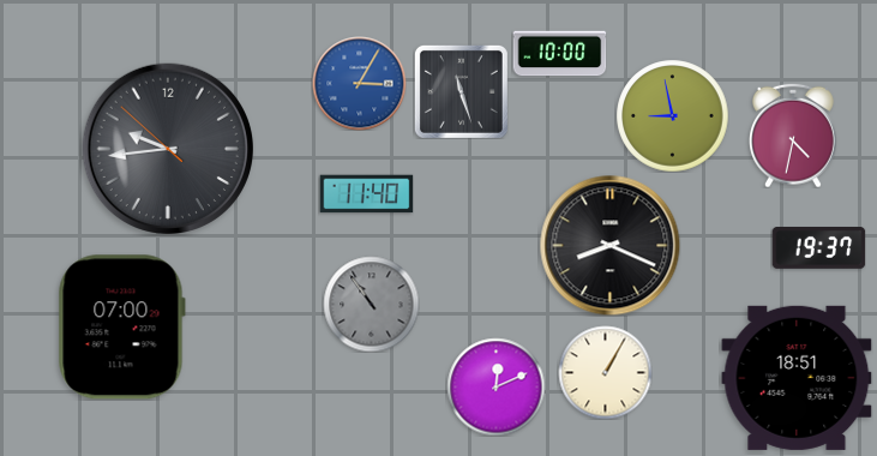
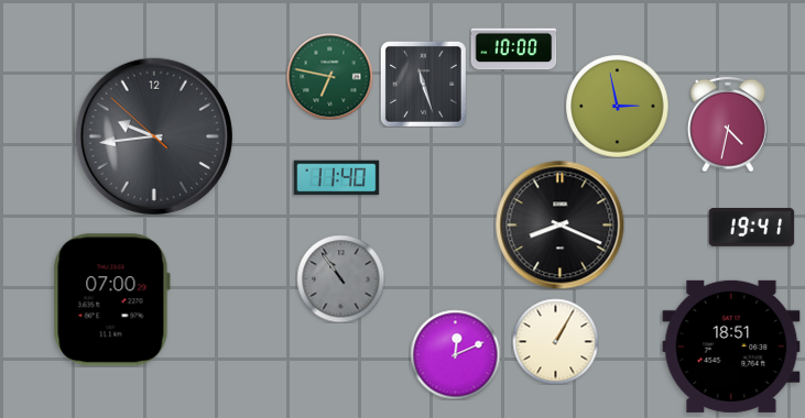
clock at (359, 83): 3:05 -> 6:47
clock at (359, 83) dial: blue -> green
clock at (672, 115): 8:58 -> 2:58
clock at (818, 248): 19:37 -> 19:41
